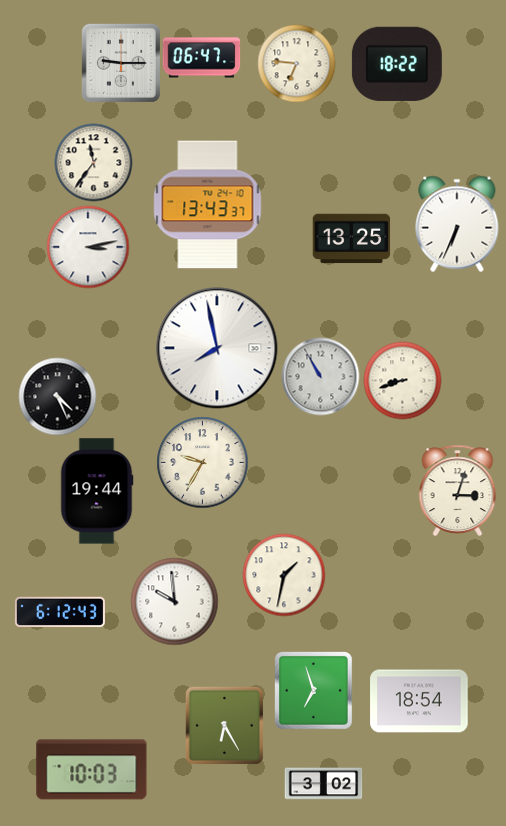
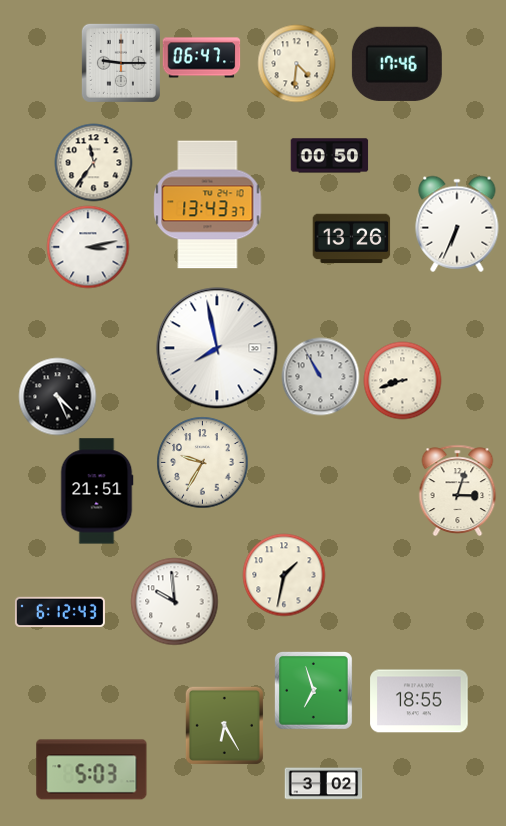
clock at (296, 63): 6:46 -> 4:31
clock at (397, 64): 18:22 -> 17:46
clock at (329, 156): none -> 00:50
clock at (351, 239): 13:25 -> 13:26
clock at (97, 491): 19:44 -> 21:51
clock at (419, 701): 18:54 -> 18:55
clock at (92, 770): 10:03 -> 5:03
